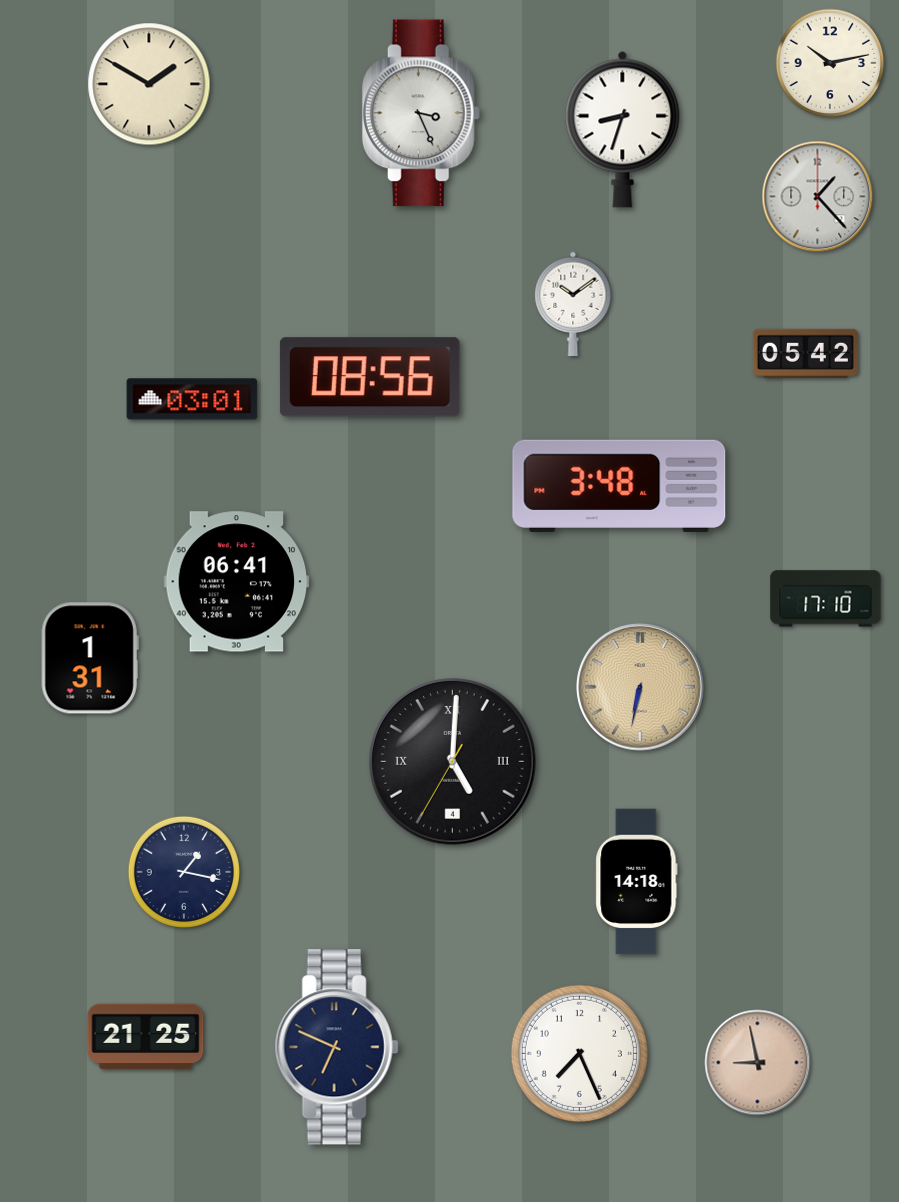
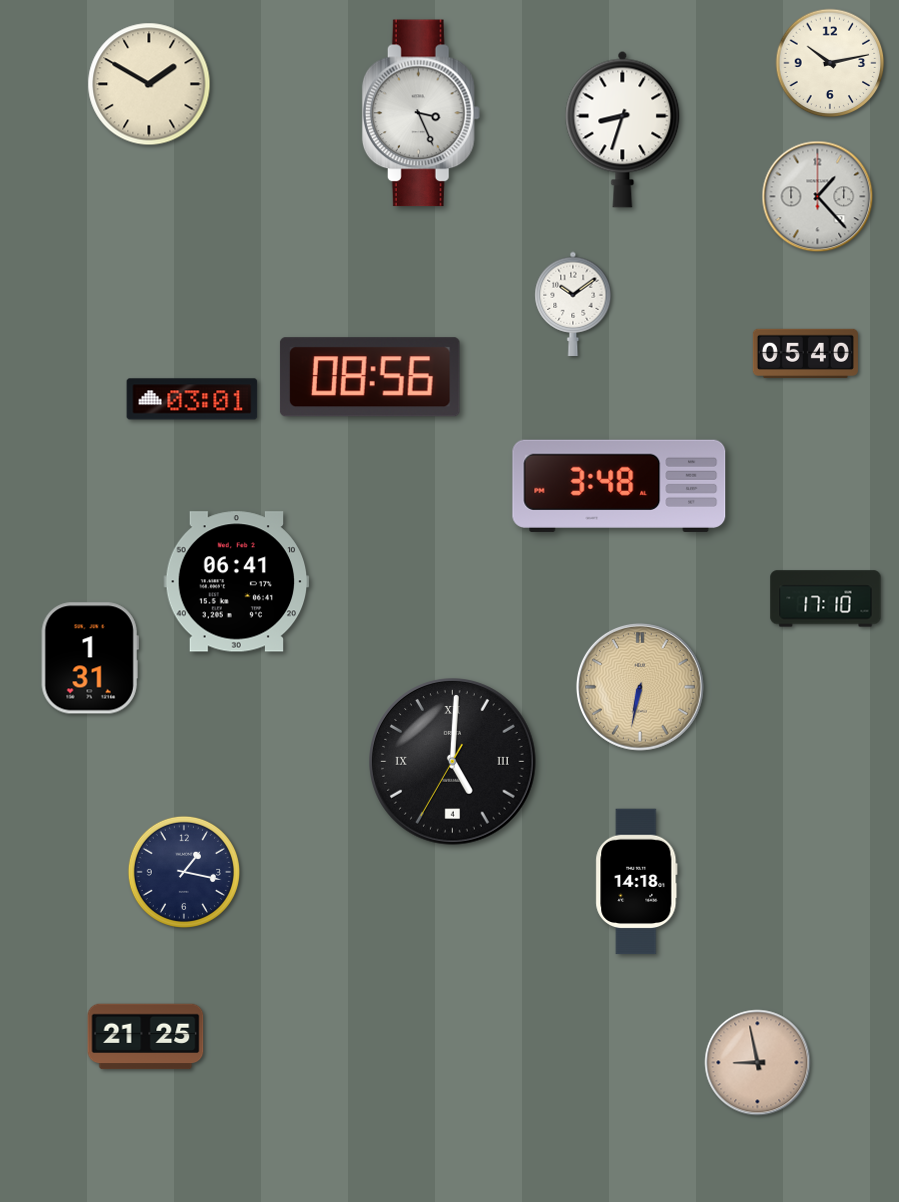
clock at (805, 353): 05:42 -> 05:40
clock at (337, 1047): 6:49 -> none
clock at (579, 1053): 7:26 -> none
